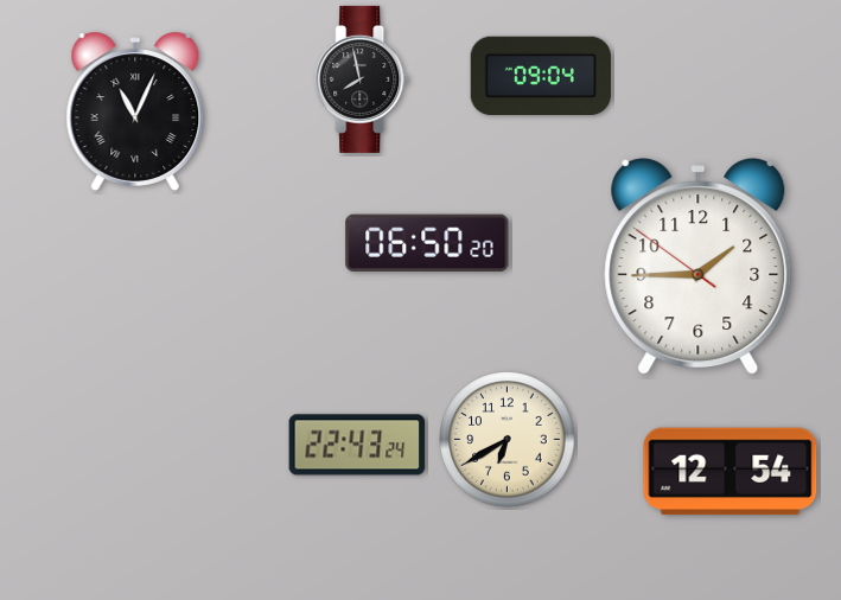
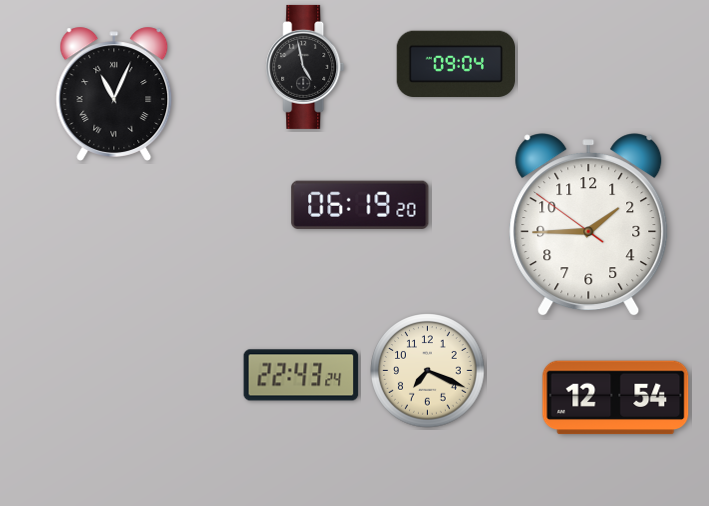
clock at (362, 79): 7:58 -> 4:58
clock at (427, 243): 06:50 -> 06:19
clock at (508, 440): 6:40 -> 7:19
